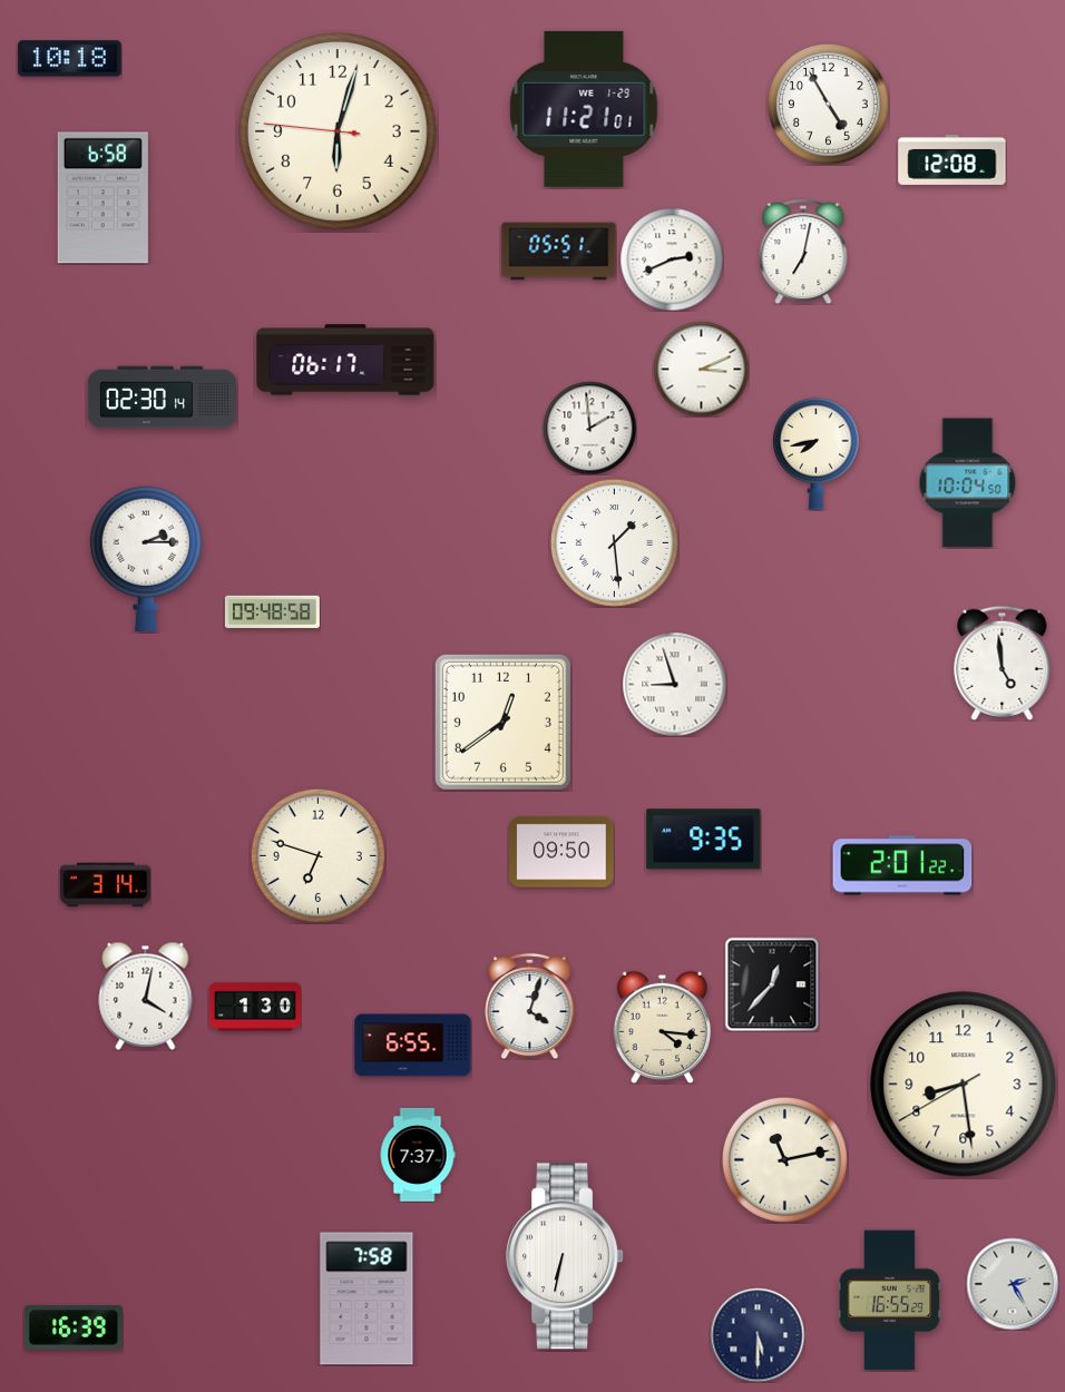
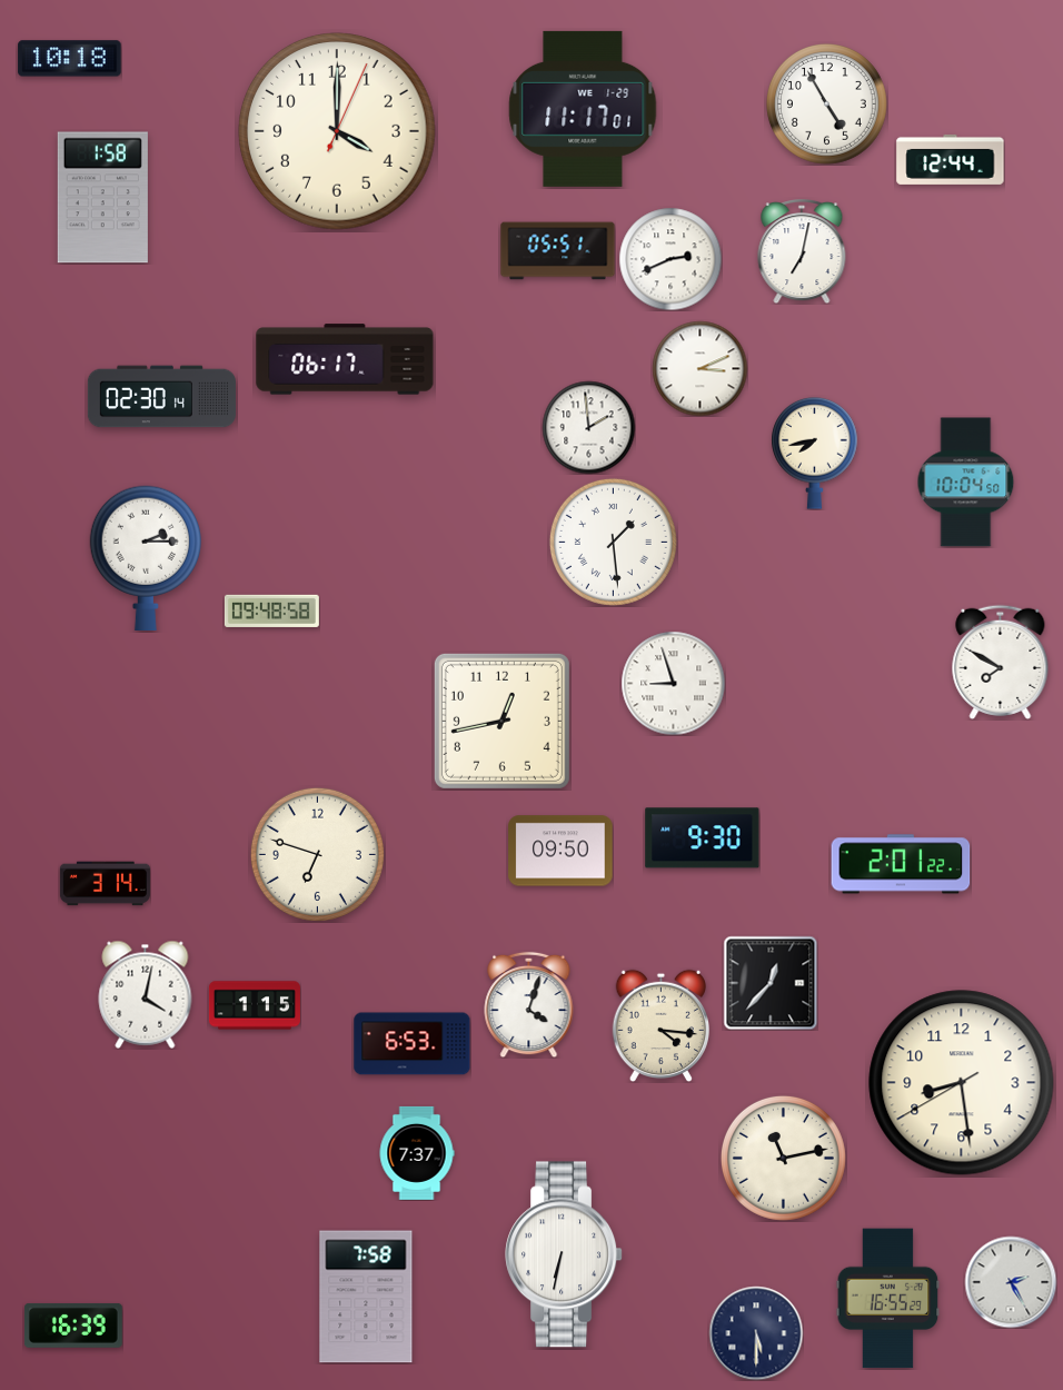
clock at (584, 109): 11:21 -> 11:17
clock at (338, 131): 6:02 -> 4:00
clock at (952, 159): 12:08 -> 12:44
clock at (102, 198): 6:58 -> 1:58
clock at (1003, 663): 4:59 -> 7:50
clock at (502, 722): 12:39 -> 12:43
clock at (704, 840): 9:35 -> 9:30
clock at (255, 1007): 1:30 -> 1:15
clock at (413, 1046): 6:55 -> 6:53
